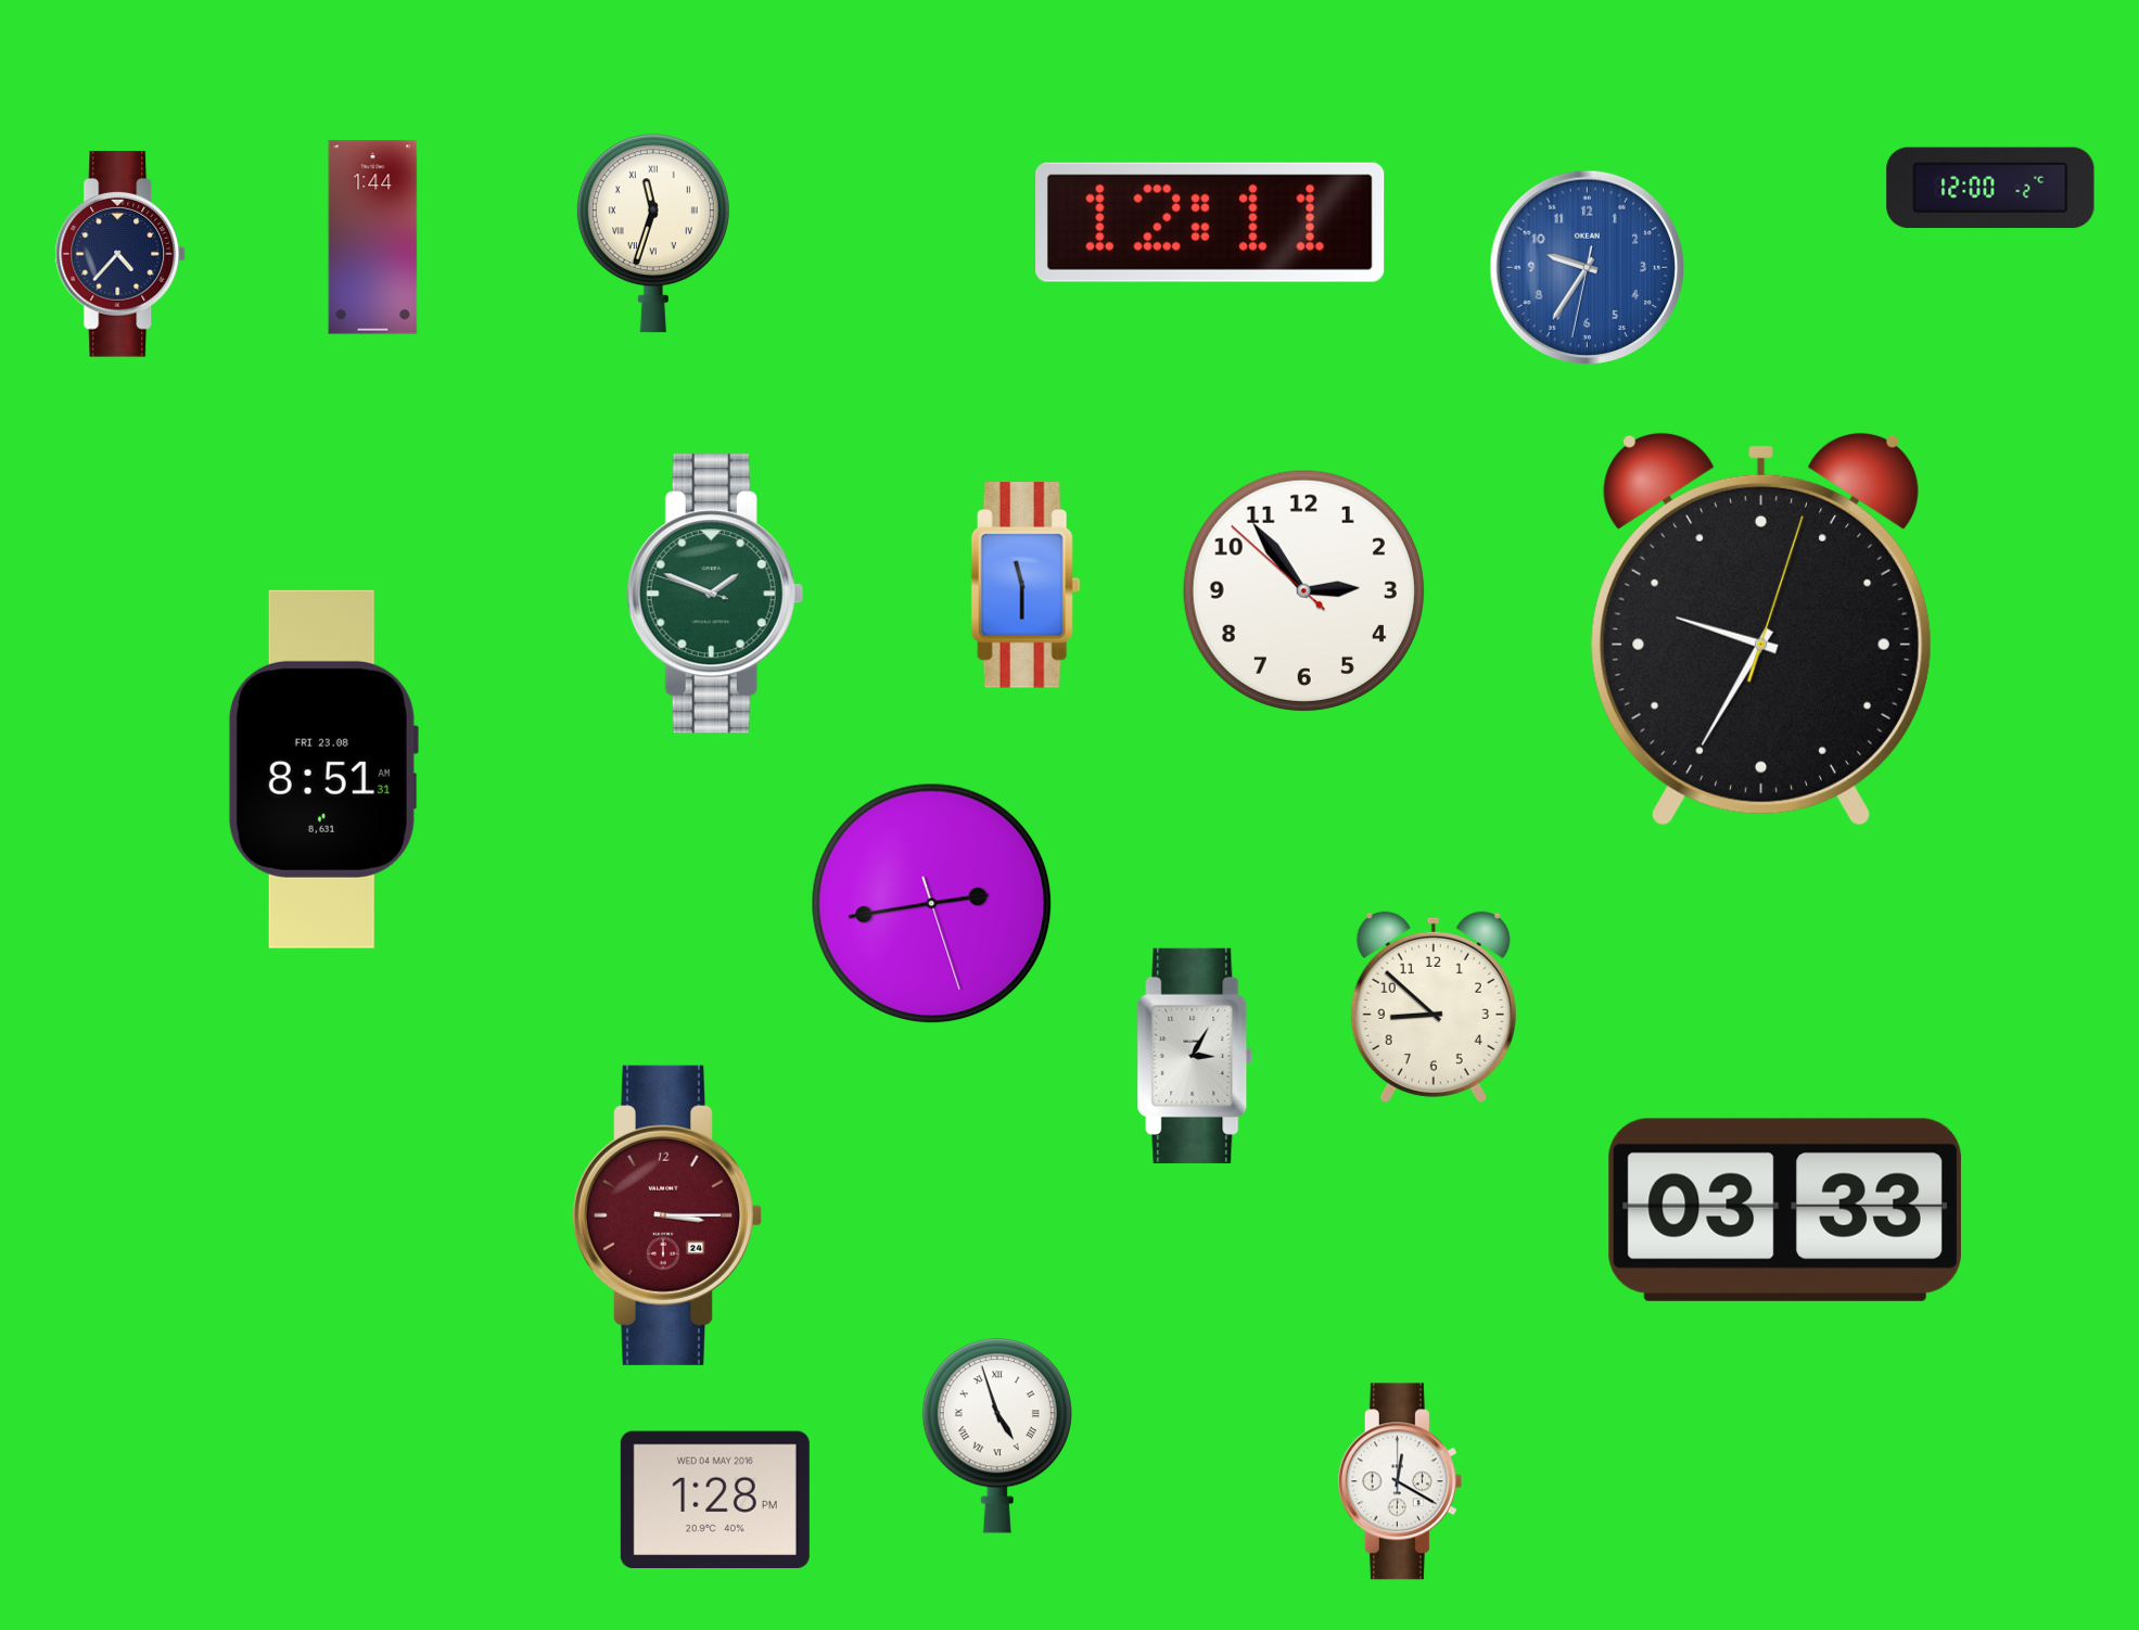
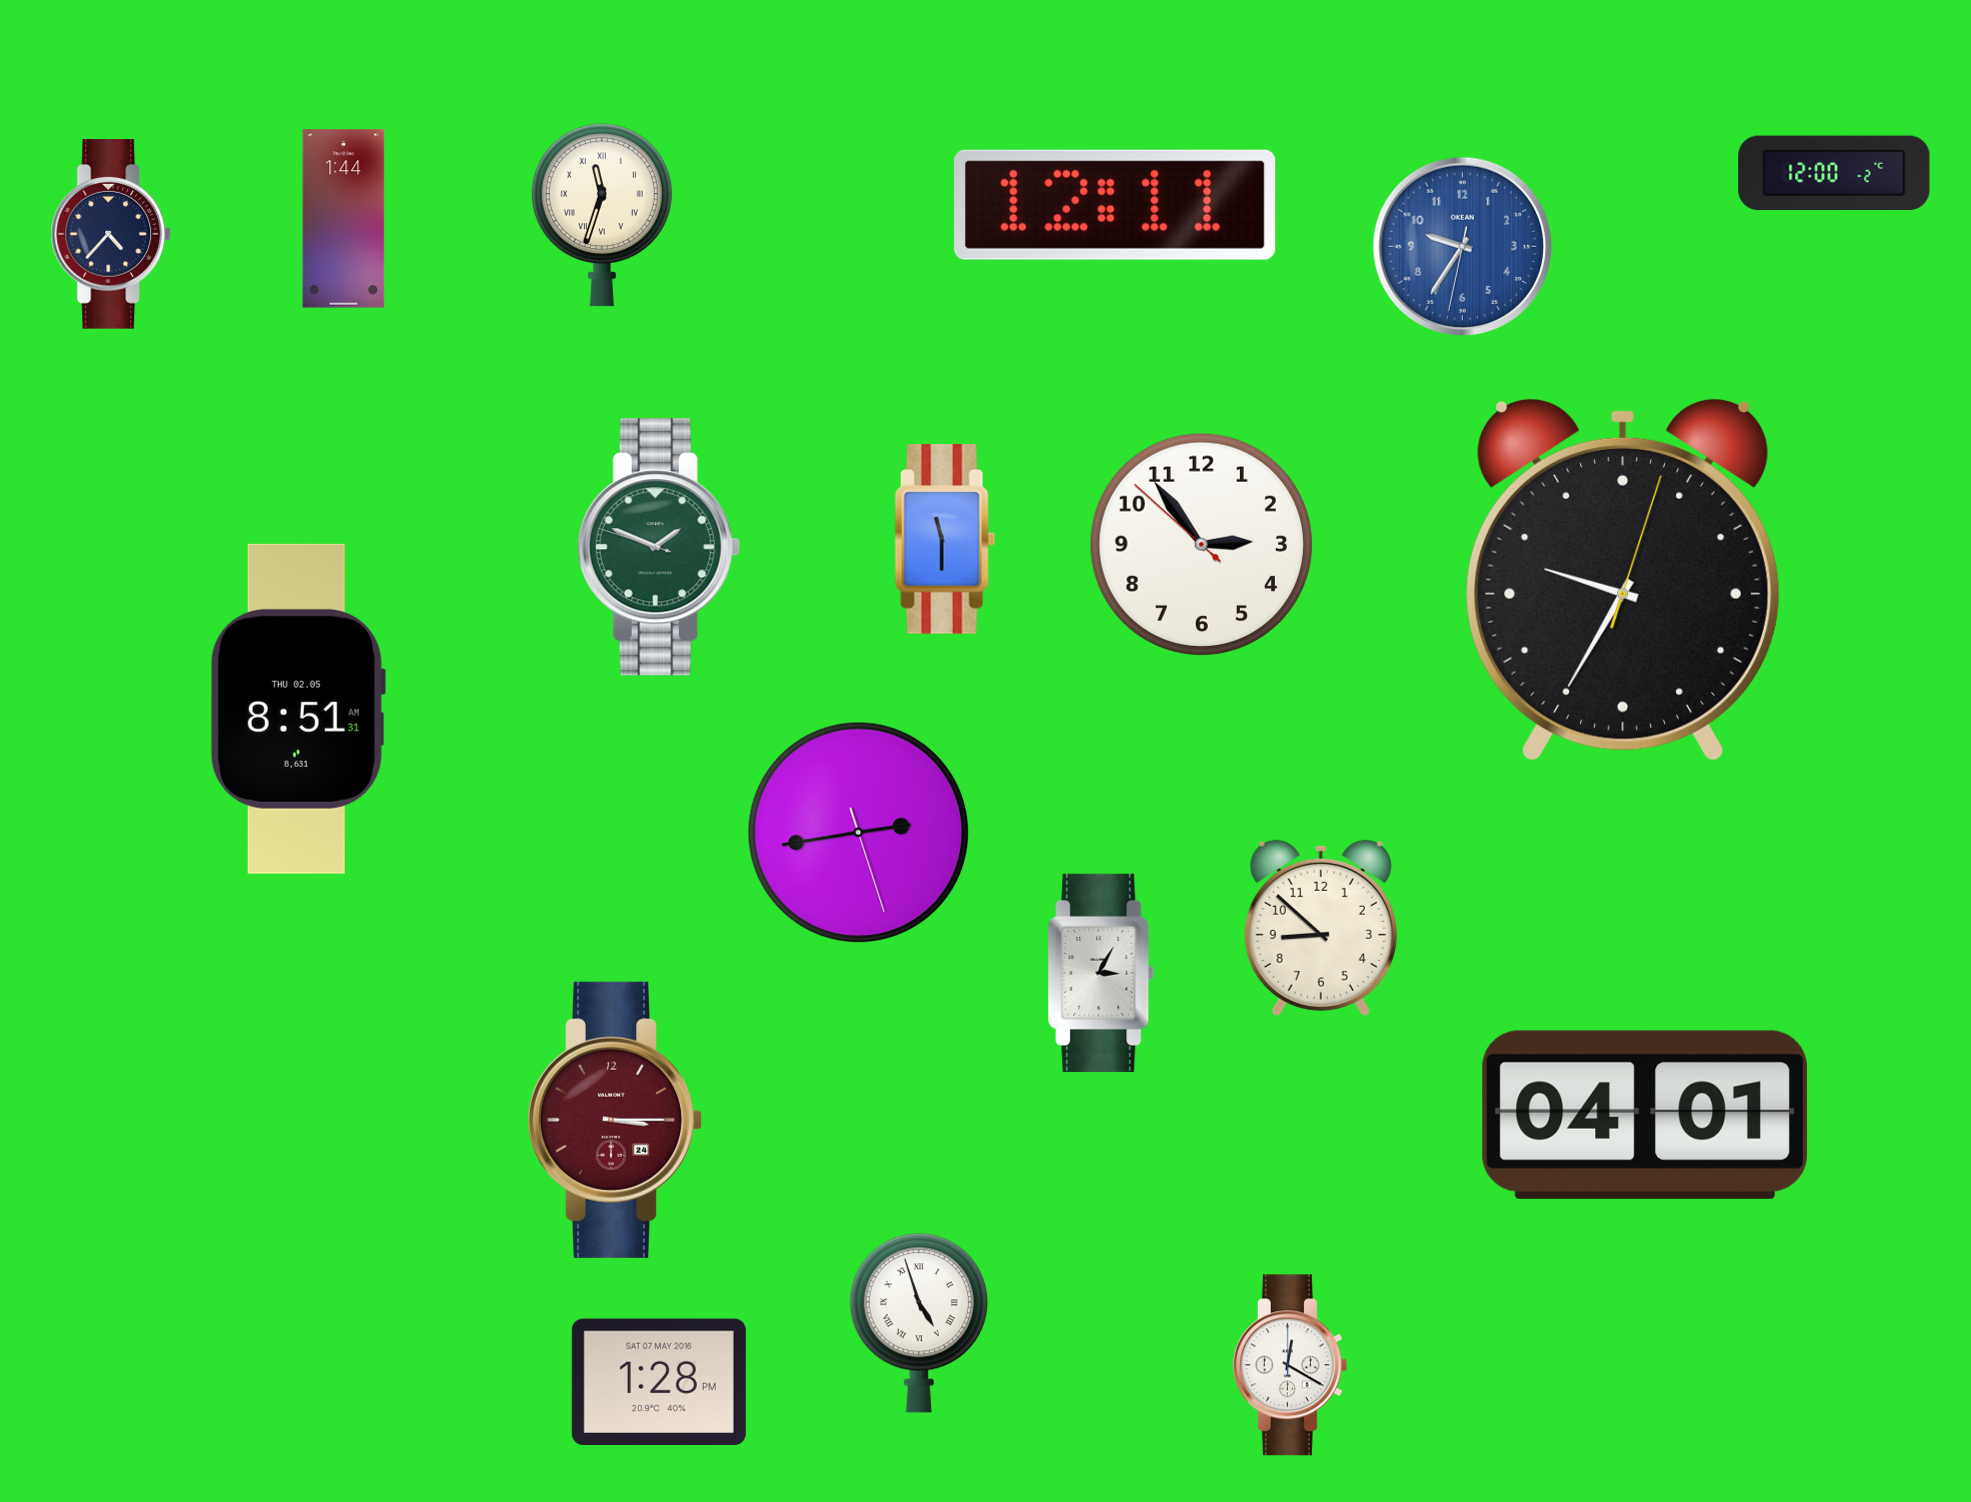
clock at (322, 769) date: FRI 23.08 -> THU 02.05
clock at (1785, 1210): 03:33 -> 04:01
clock at (715, 1499) date: WED 04 MAY 2016 -> SAT 07 MAY 2016
